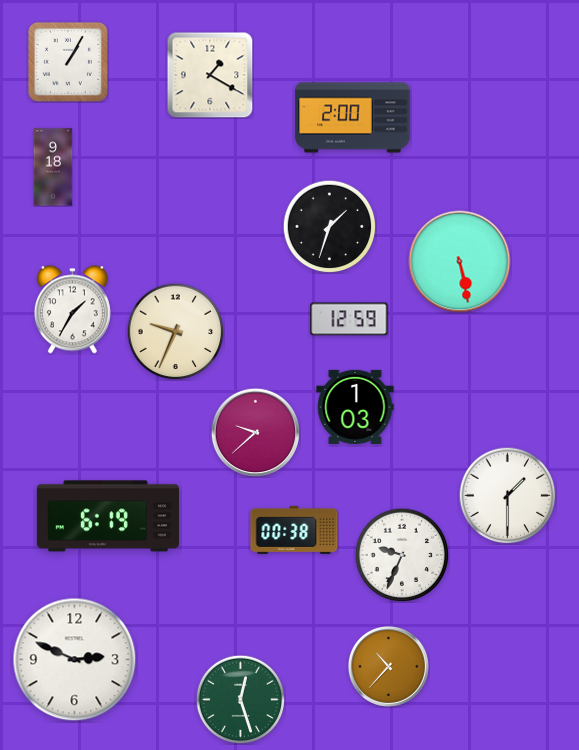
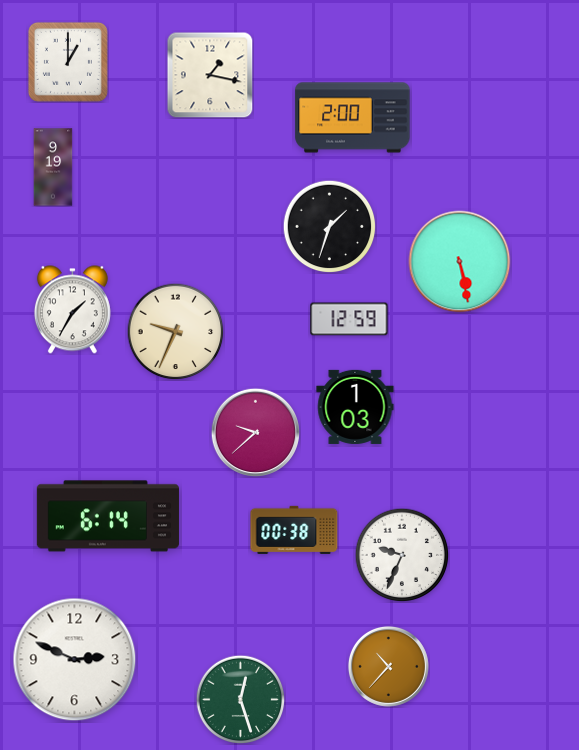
clock at (68, 62): 1:05 -> 1:00
clock at (210, 75): 1:20 -> 1:17
clock at (53, 167): 9:18 -> 9:19
clock at (507, 495): 1:30 -> none
clock at (108, 516): 6:19 -> 6:14
